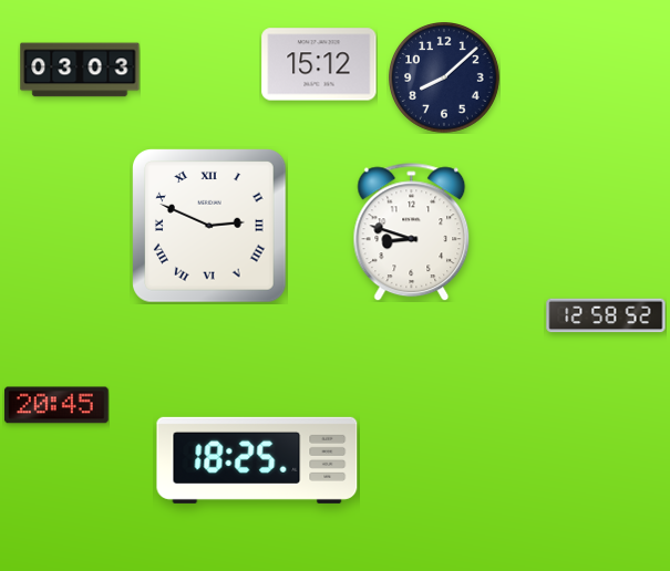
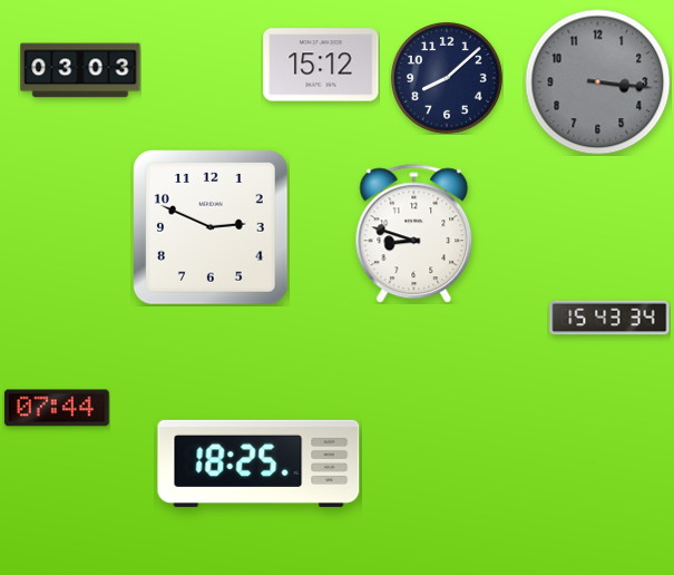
clock at (598, 82): none -> 3:16
clock at (210, 227) numerals: Roman -> Arabic
clock at (606, 315): 12:58 -> 15:43
clock at (56, 405): 20:45 -> 07:44
